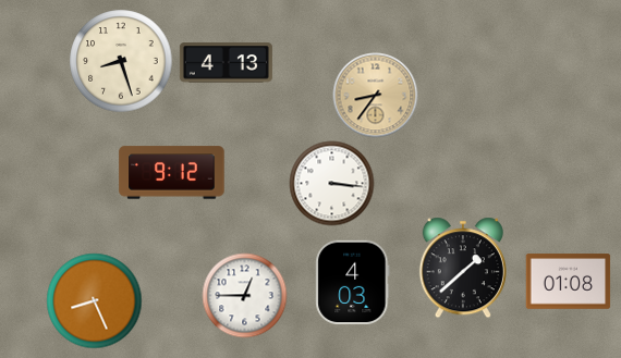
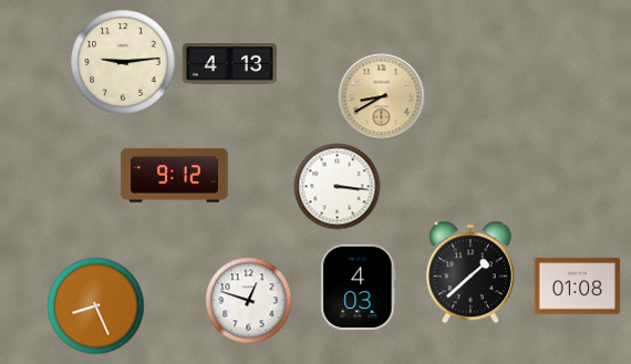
clock at (121, 61): 8:27 -> 9:14
clock at (375, 95): 8:36 -> 8:40
clock at (244, 295): 12:45 -> 12:48
